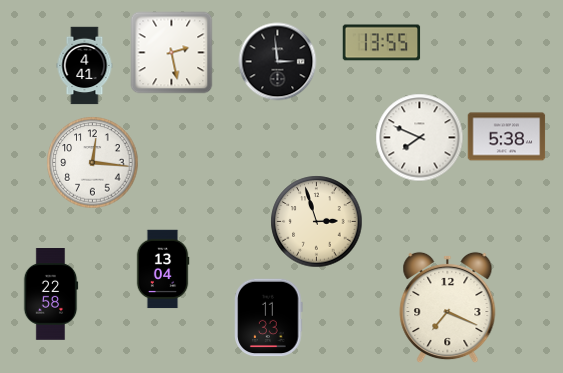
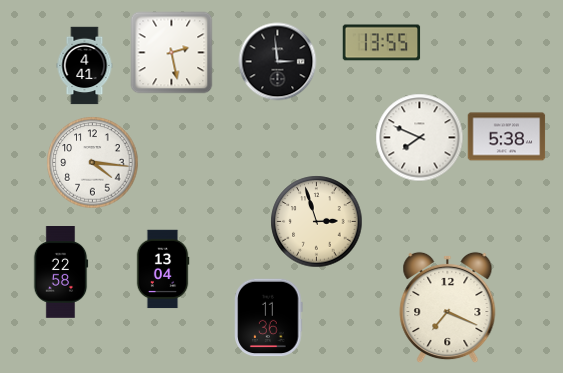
clock at (92, 162): 12:16 -> 4:16
clock at (51, 295) position: (51, 295) -> (61, 273)
clock at (269, 317): 11:33 -> 11:36
